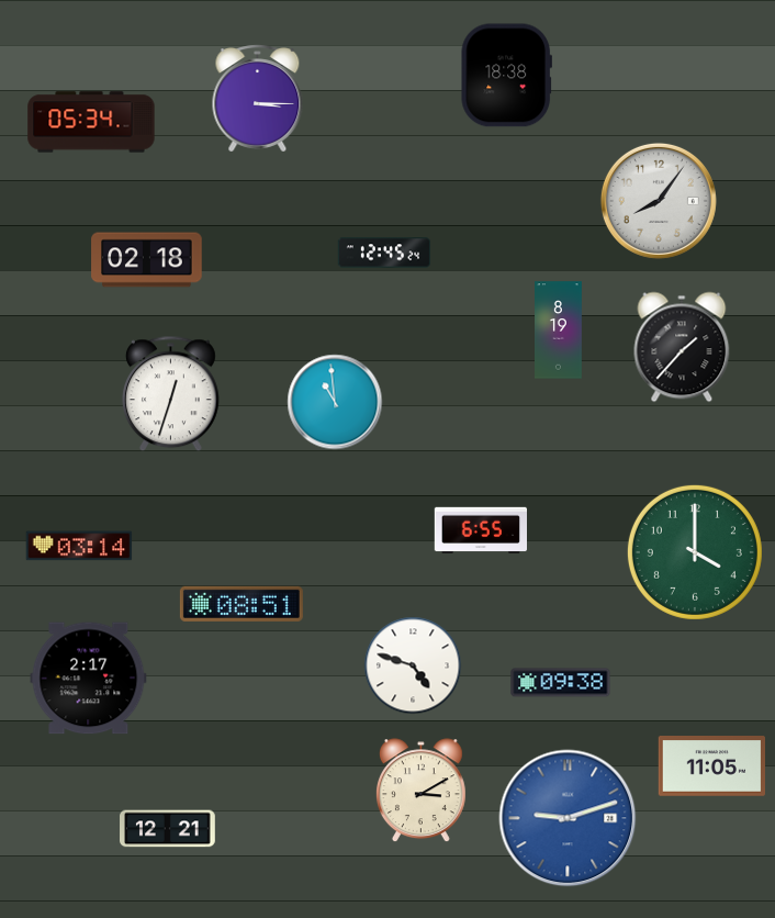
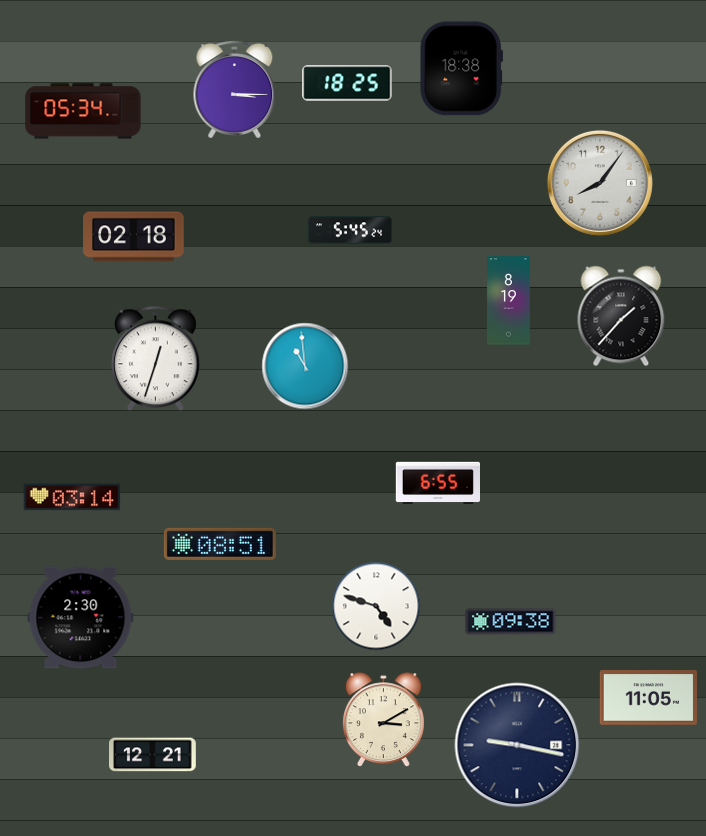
clock at (347, 83): none -> 18:25
clock at (384, 253): 12:45 -> 5:45
clock at (695, 552): 4:00 -> none
clock at (242, 604) position: (242, 604) -> (220, 544)
clock at (89, 679): 2:17 -> 2:30
clock at (568, 818): 9:12 -> 9:17
clock at (568, 818) dial: blue -> navy
